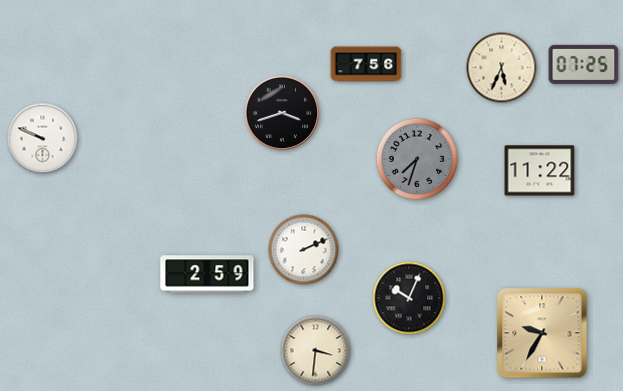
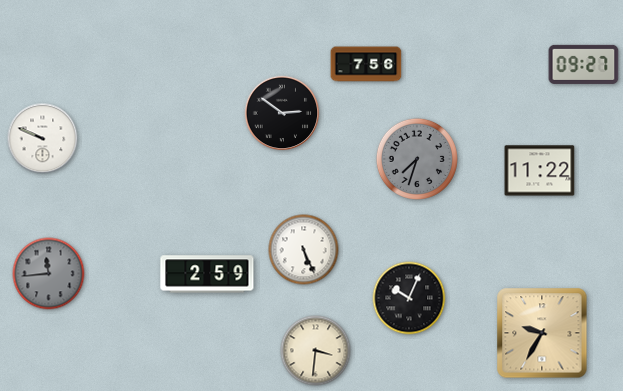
clock at (584, 64): 07:25 -> 09:27
clock at (502, 68): 5:34 -> none
clock at (282, 113): 3:42 -> 2:51
clock at (304, 250): 2:11 -> 5:26
clock at (49, 274): none -> 11:44
